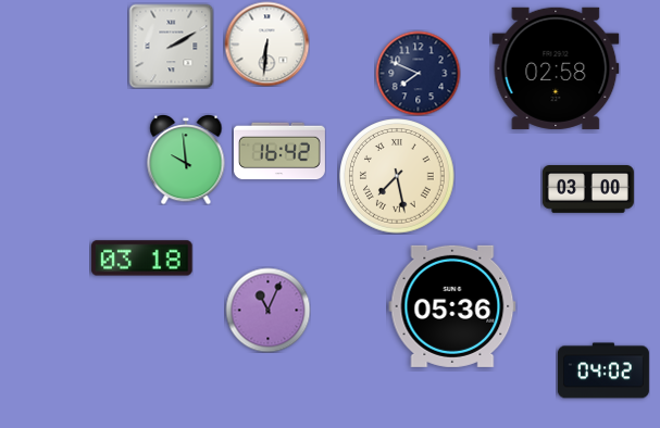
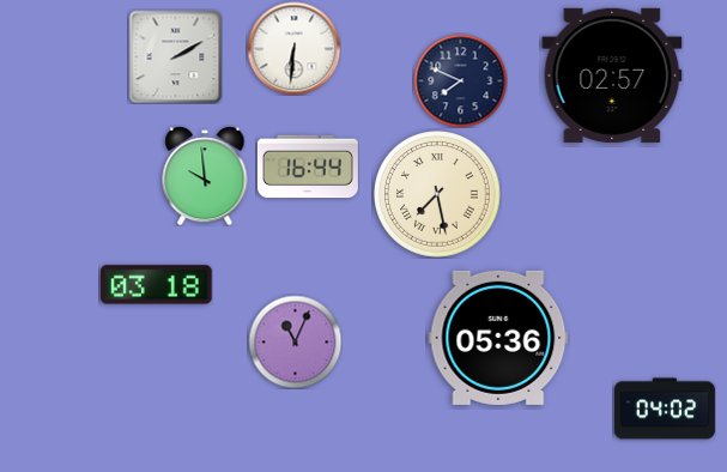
clock at (171, 46) position: (171, 46) -> (175, 56)
clock at (556, 68): 02:58 -> 02:57
clock at (279, 151): 16:42 -> 16:44
clock at (588, 190): 03:00 -> none
